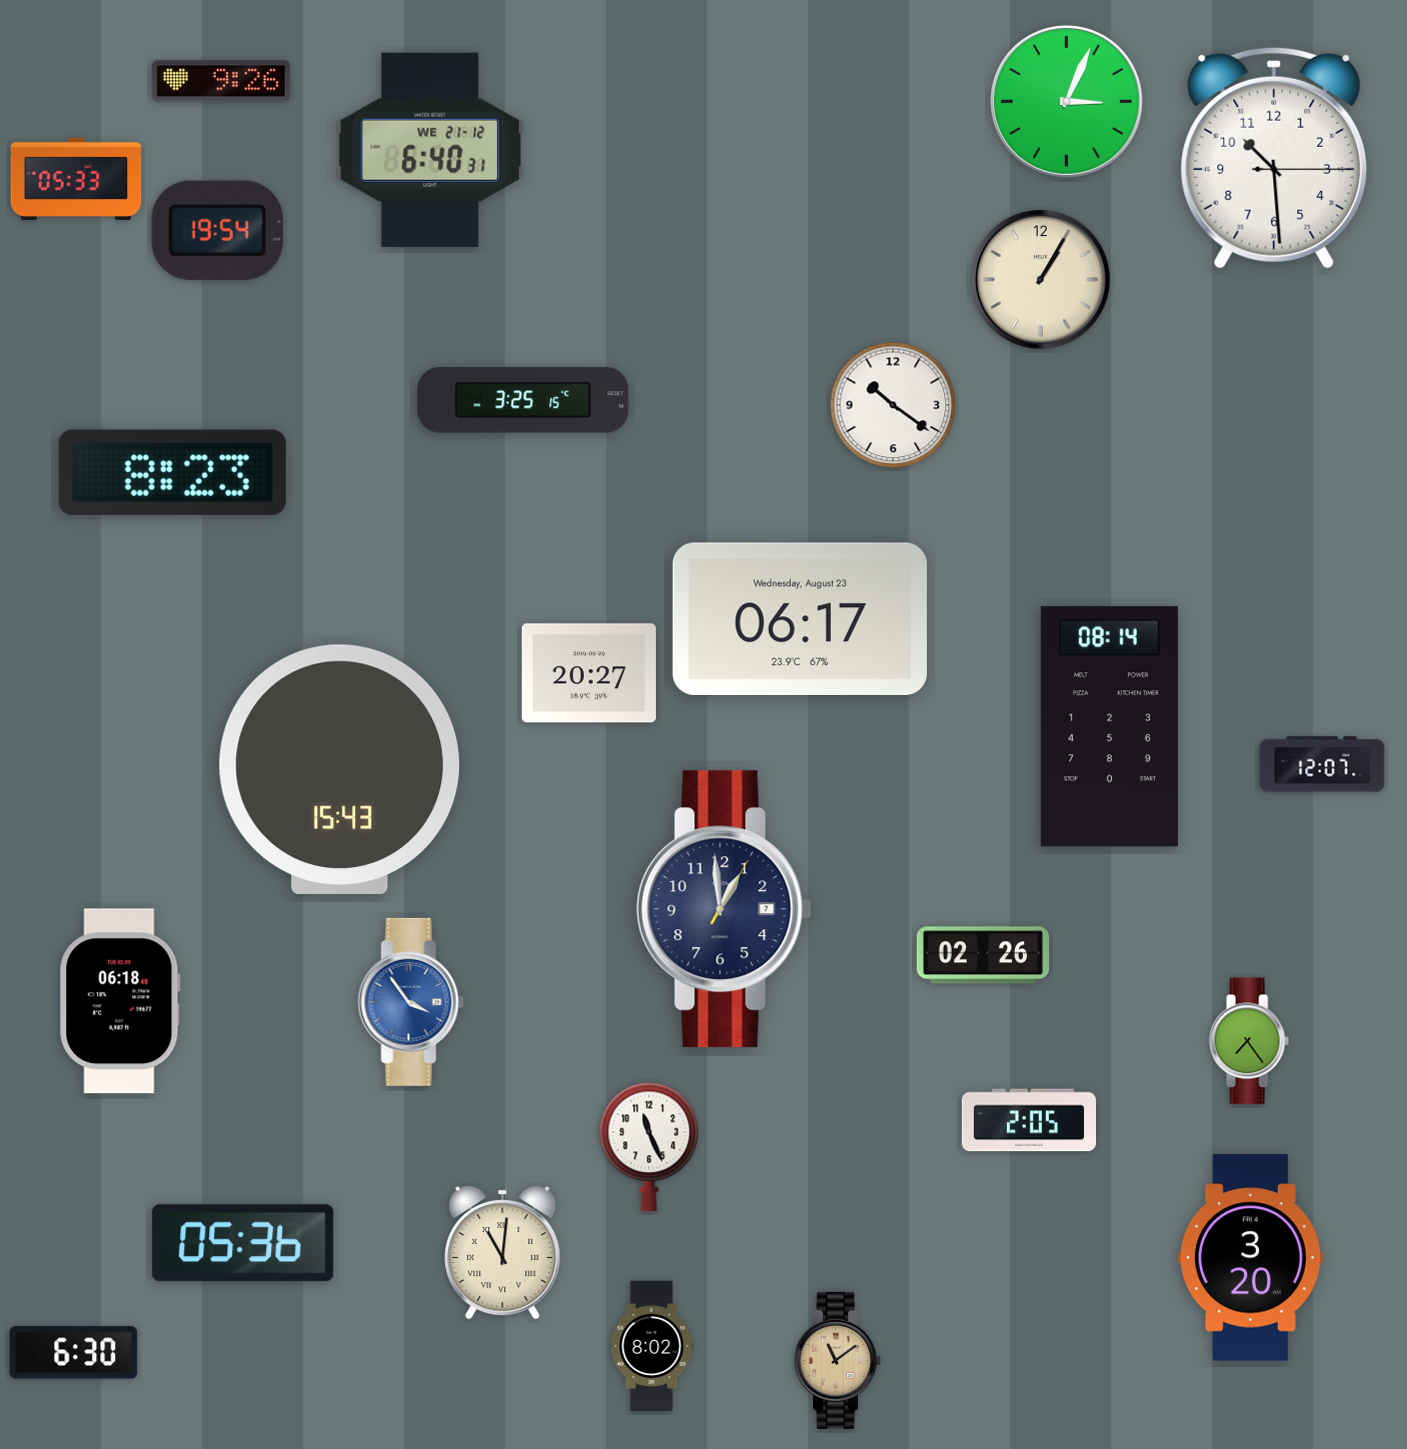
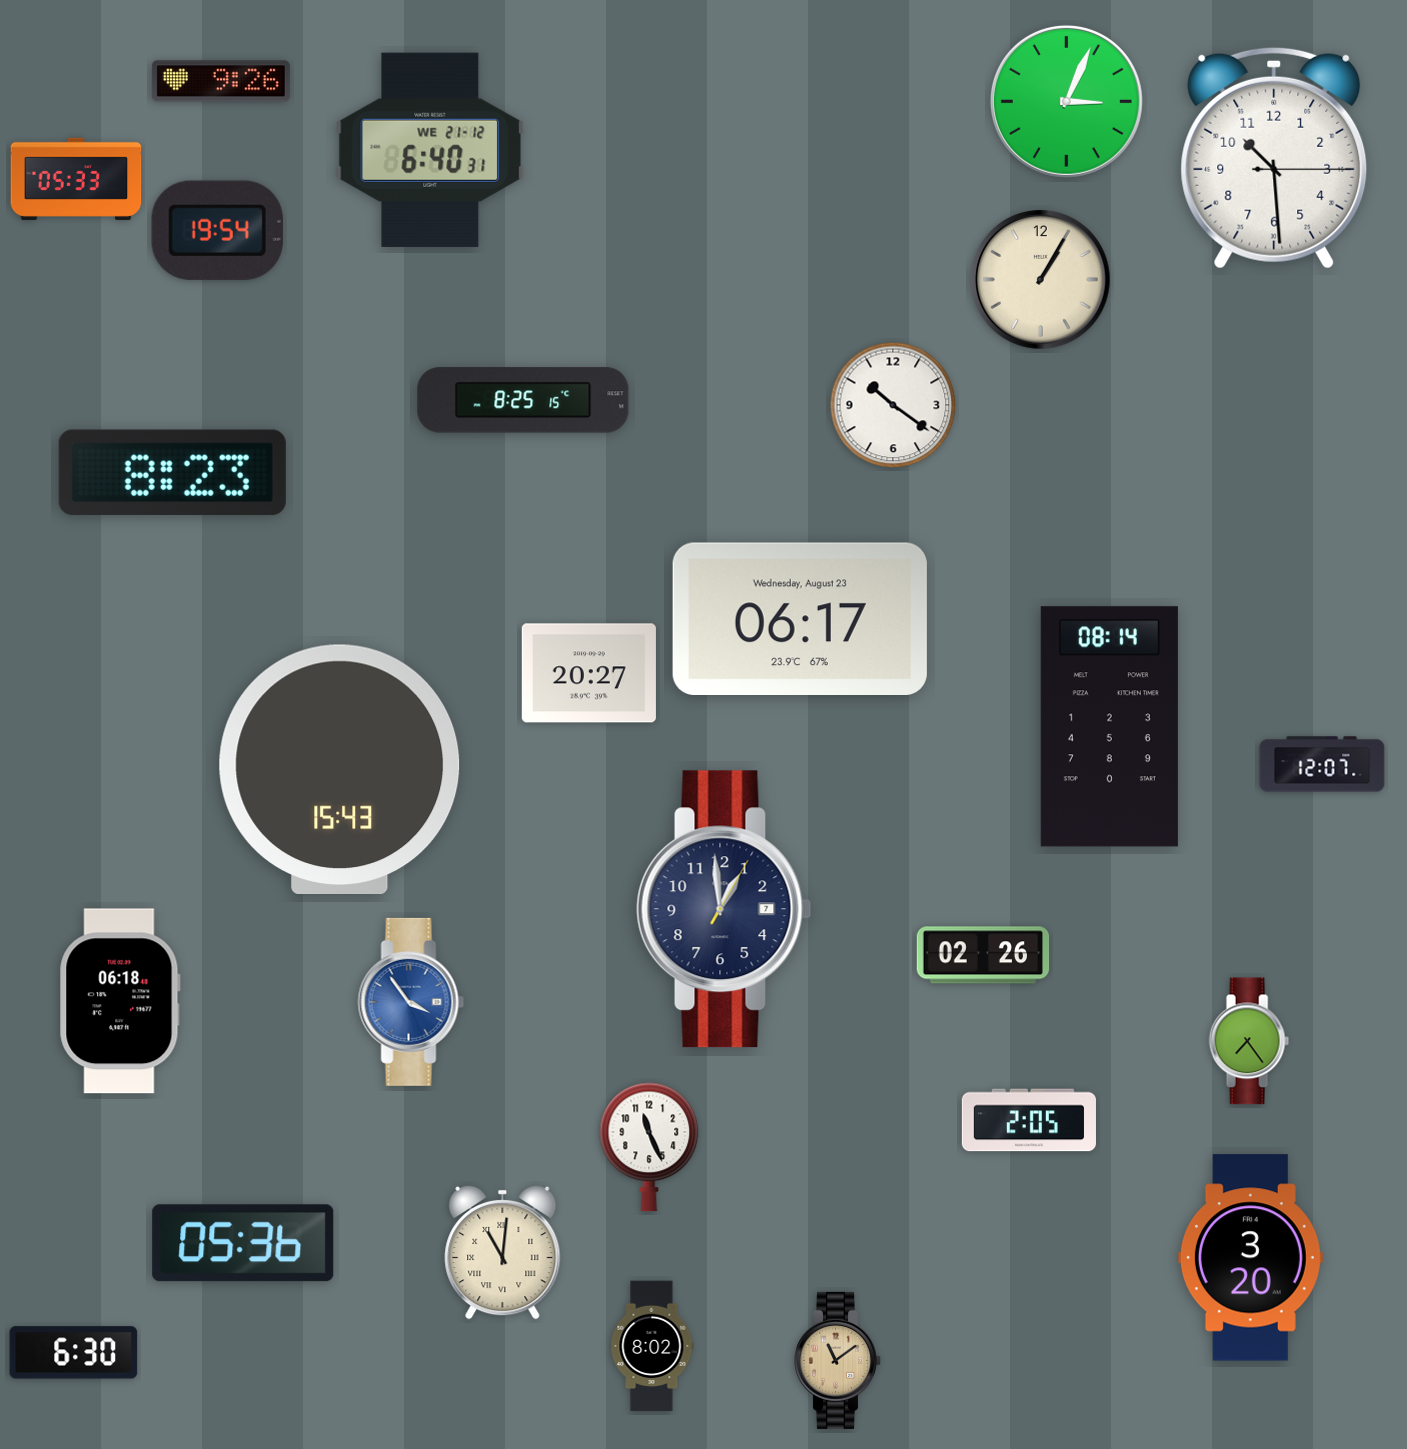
clock at (523, 400): 3:25 -> 8:25
